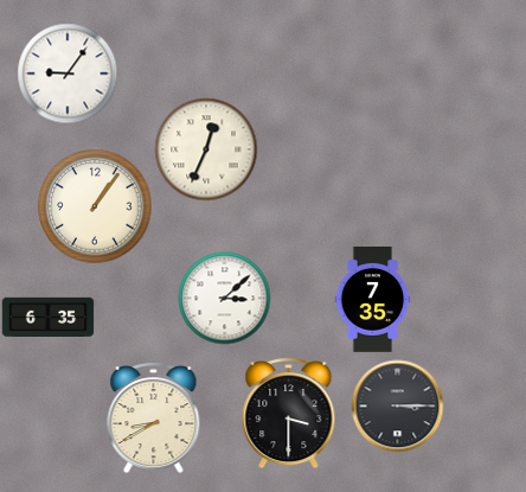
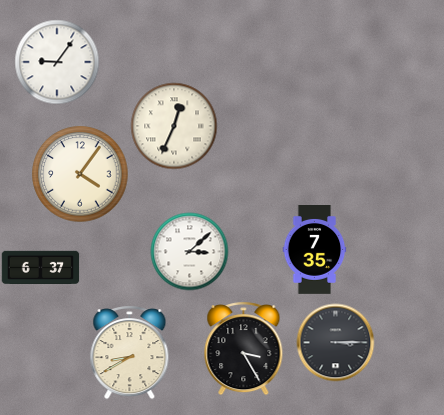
clock at (95, 206): 1:06 -> 4:06
clock at (373, 300) position: (373, 300) -> (315, 250)
clock at (47, 318): 6:35 -> 6:37
clock at (289, 413): 3:30 -> 3:25
